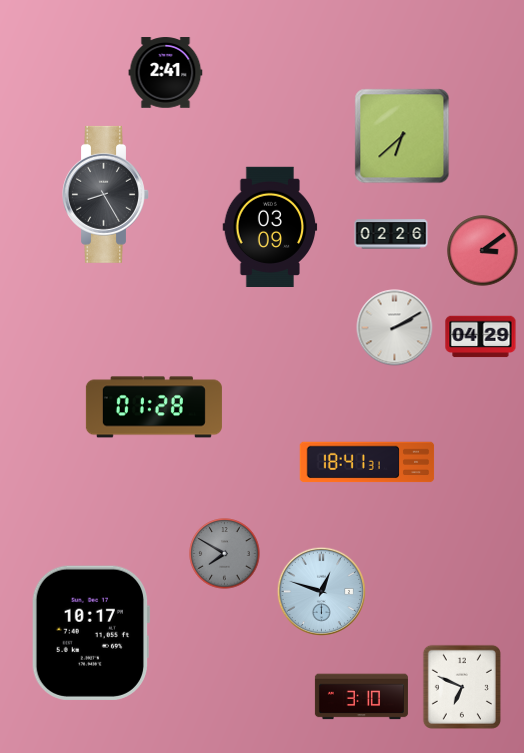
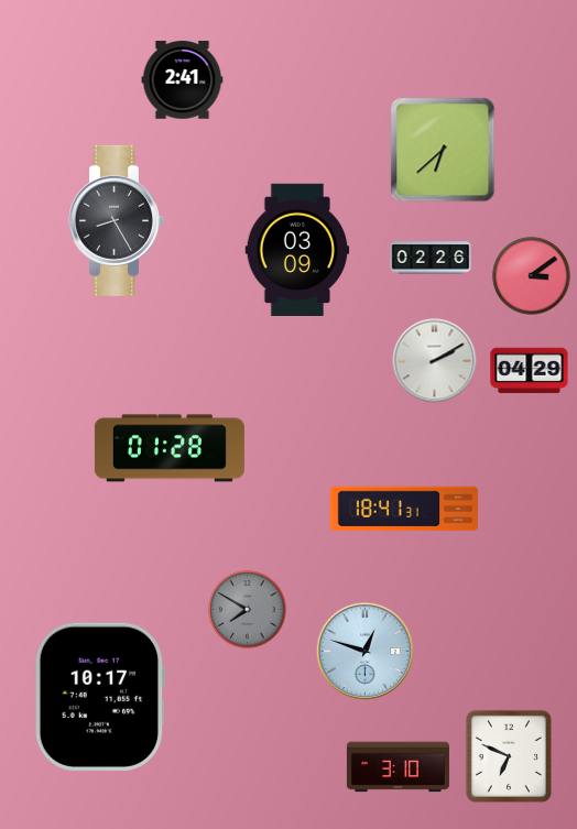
clock at (106, 194) position: (106, 194) -> (117, 220)
clock at (321, 591) position: (321, 591) -> (364, 651)
